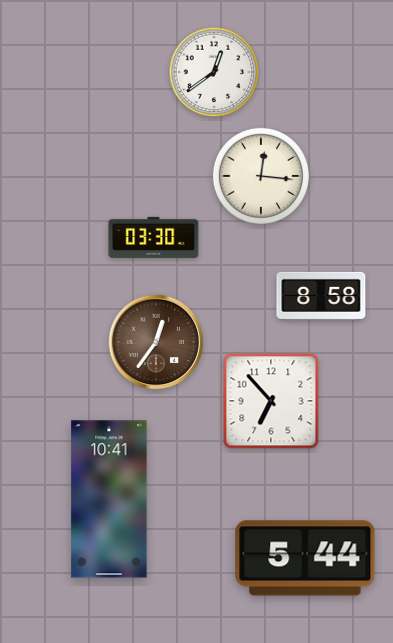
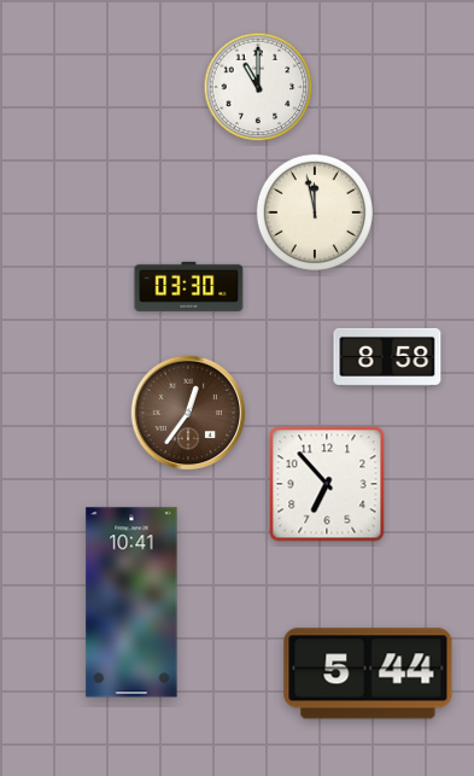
clock at (214, 72): 12:39 -> 11:00
clock at (261, 176): 12:16 -> 11:58
clock at (154, 237) position: (154, 237) -> (189, 286)
